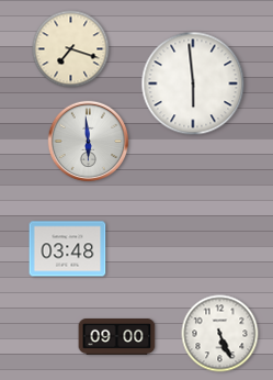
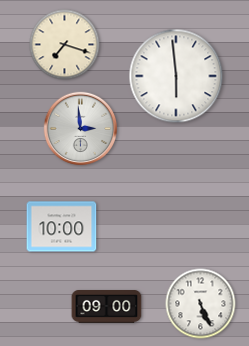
clock at (89, 142): 5:59 -> 2:59
clock at (68, 249): 03:48 -> 10:00
